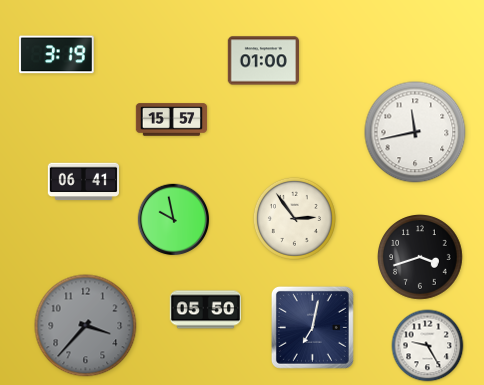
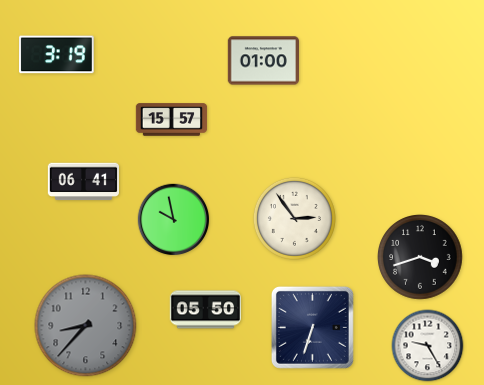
clock at (415, 132): 11:43 -> none
clock at (86, 326): 3:37 -> 8:37
clock at (312, 327): 7:02 -> 6:33
